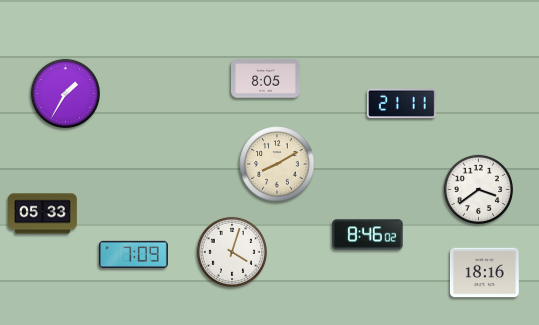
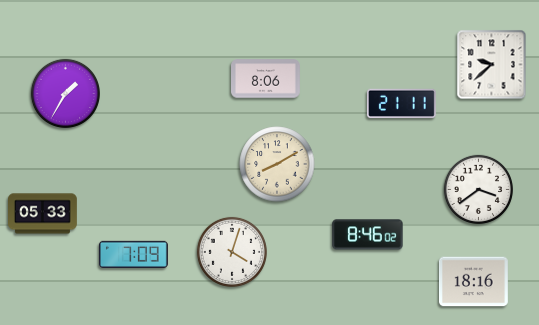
clock at (492, 65): none -> 9:38
clock at (266, 79): 8:05 -> 8:06
clock at (485, 273) position: (485, 273) -> (474, 282)
